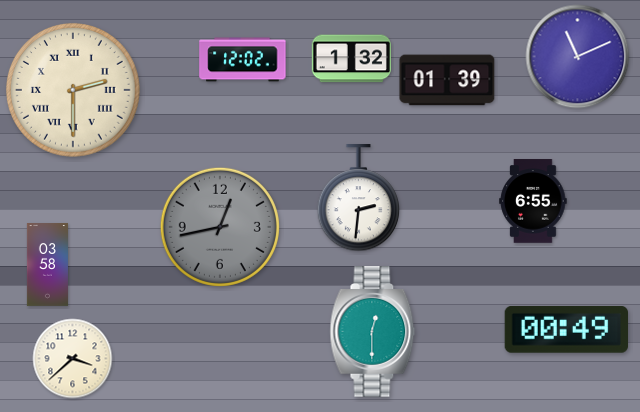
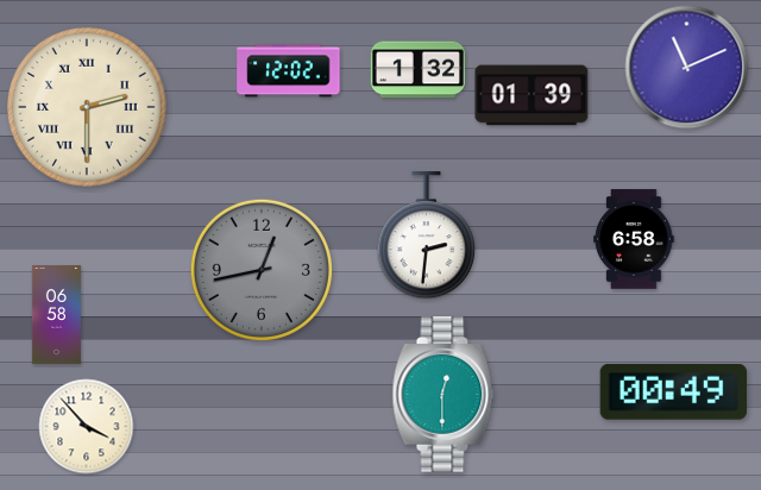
clock at (533, 201): 6:55 -> 6:58
clock at (47, 265): 03:58 -> 06:58
clock at (73, 359): 3:38 -> 3:53
